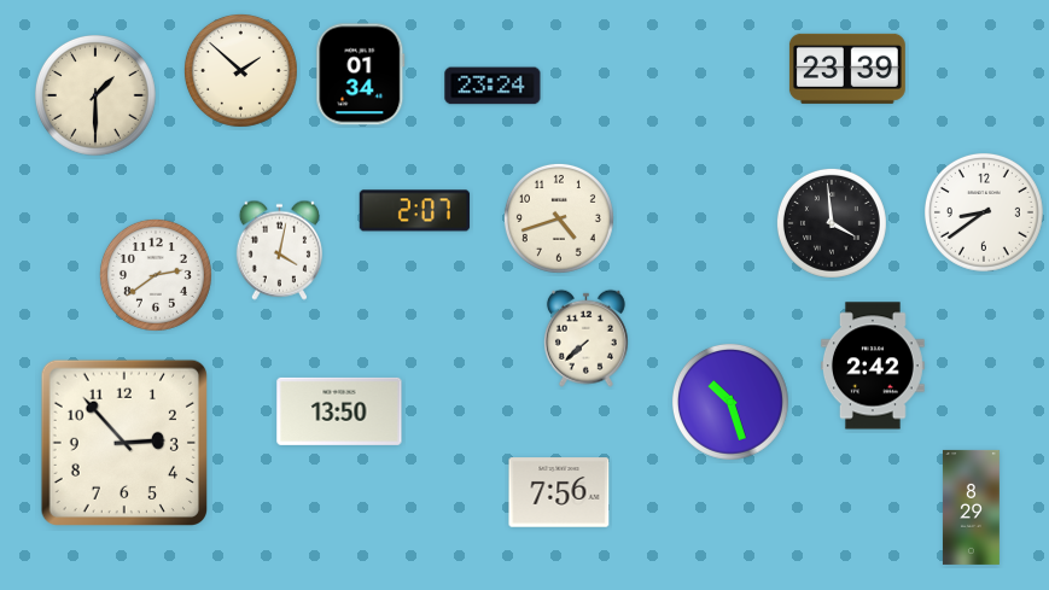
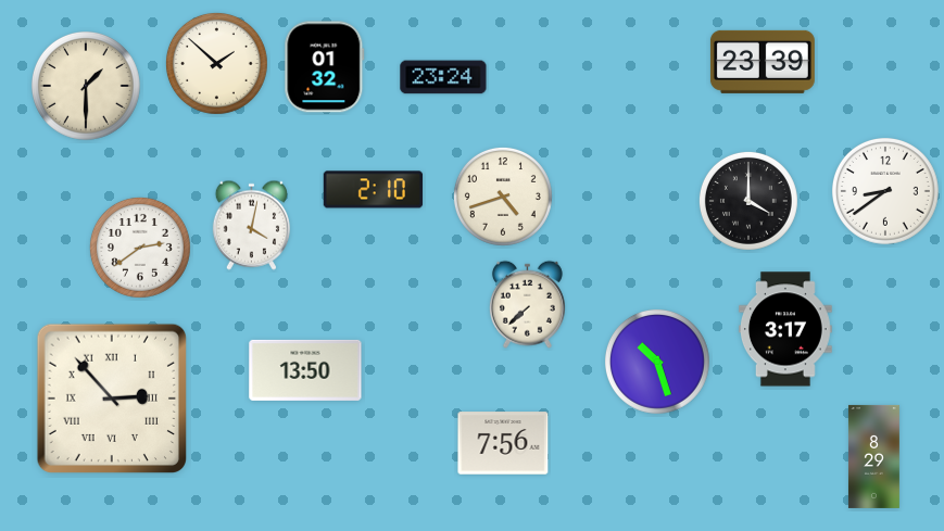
clock at (361, 75): 01:34 -> 01:32
clock at (415, 211): 2:07 -> 2:10
clock at (832, 223): 3:59 -> 4:00
clock at (873, 366): 2:42 -> 3:17
clock at (123, 442) numerals: Arabic -> Roman
